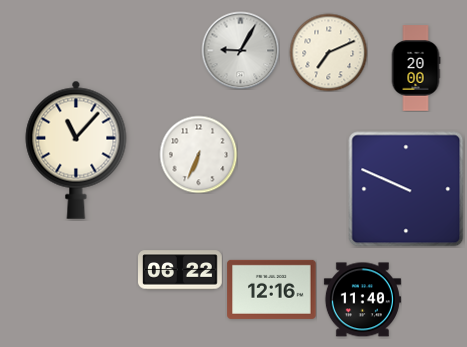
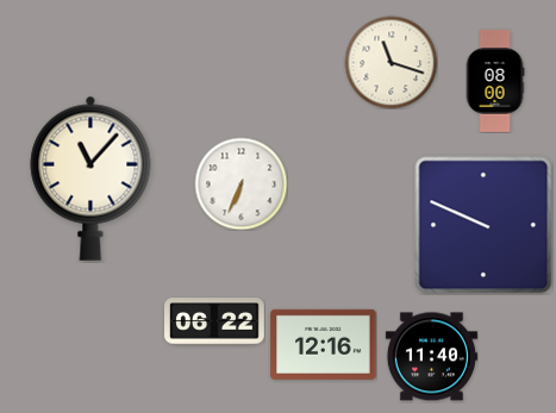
clock at (240, 50): 9:05 -> none
clock at (328, 52): 7:11 -> 11:18
clock at (416, 68): 20:00 -> 08:00
clock at (198, 154) position: (198, 154) -> (240, 183)
